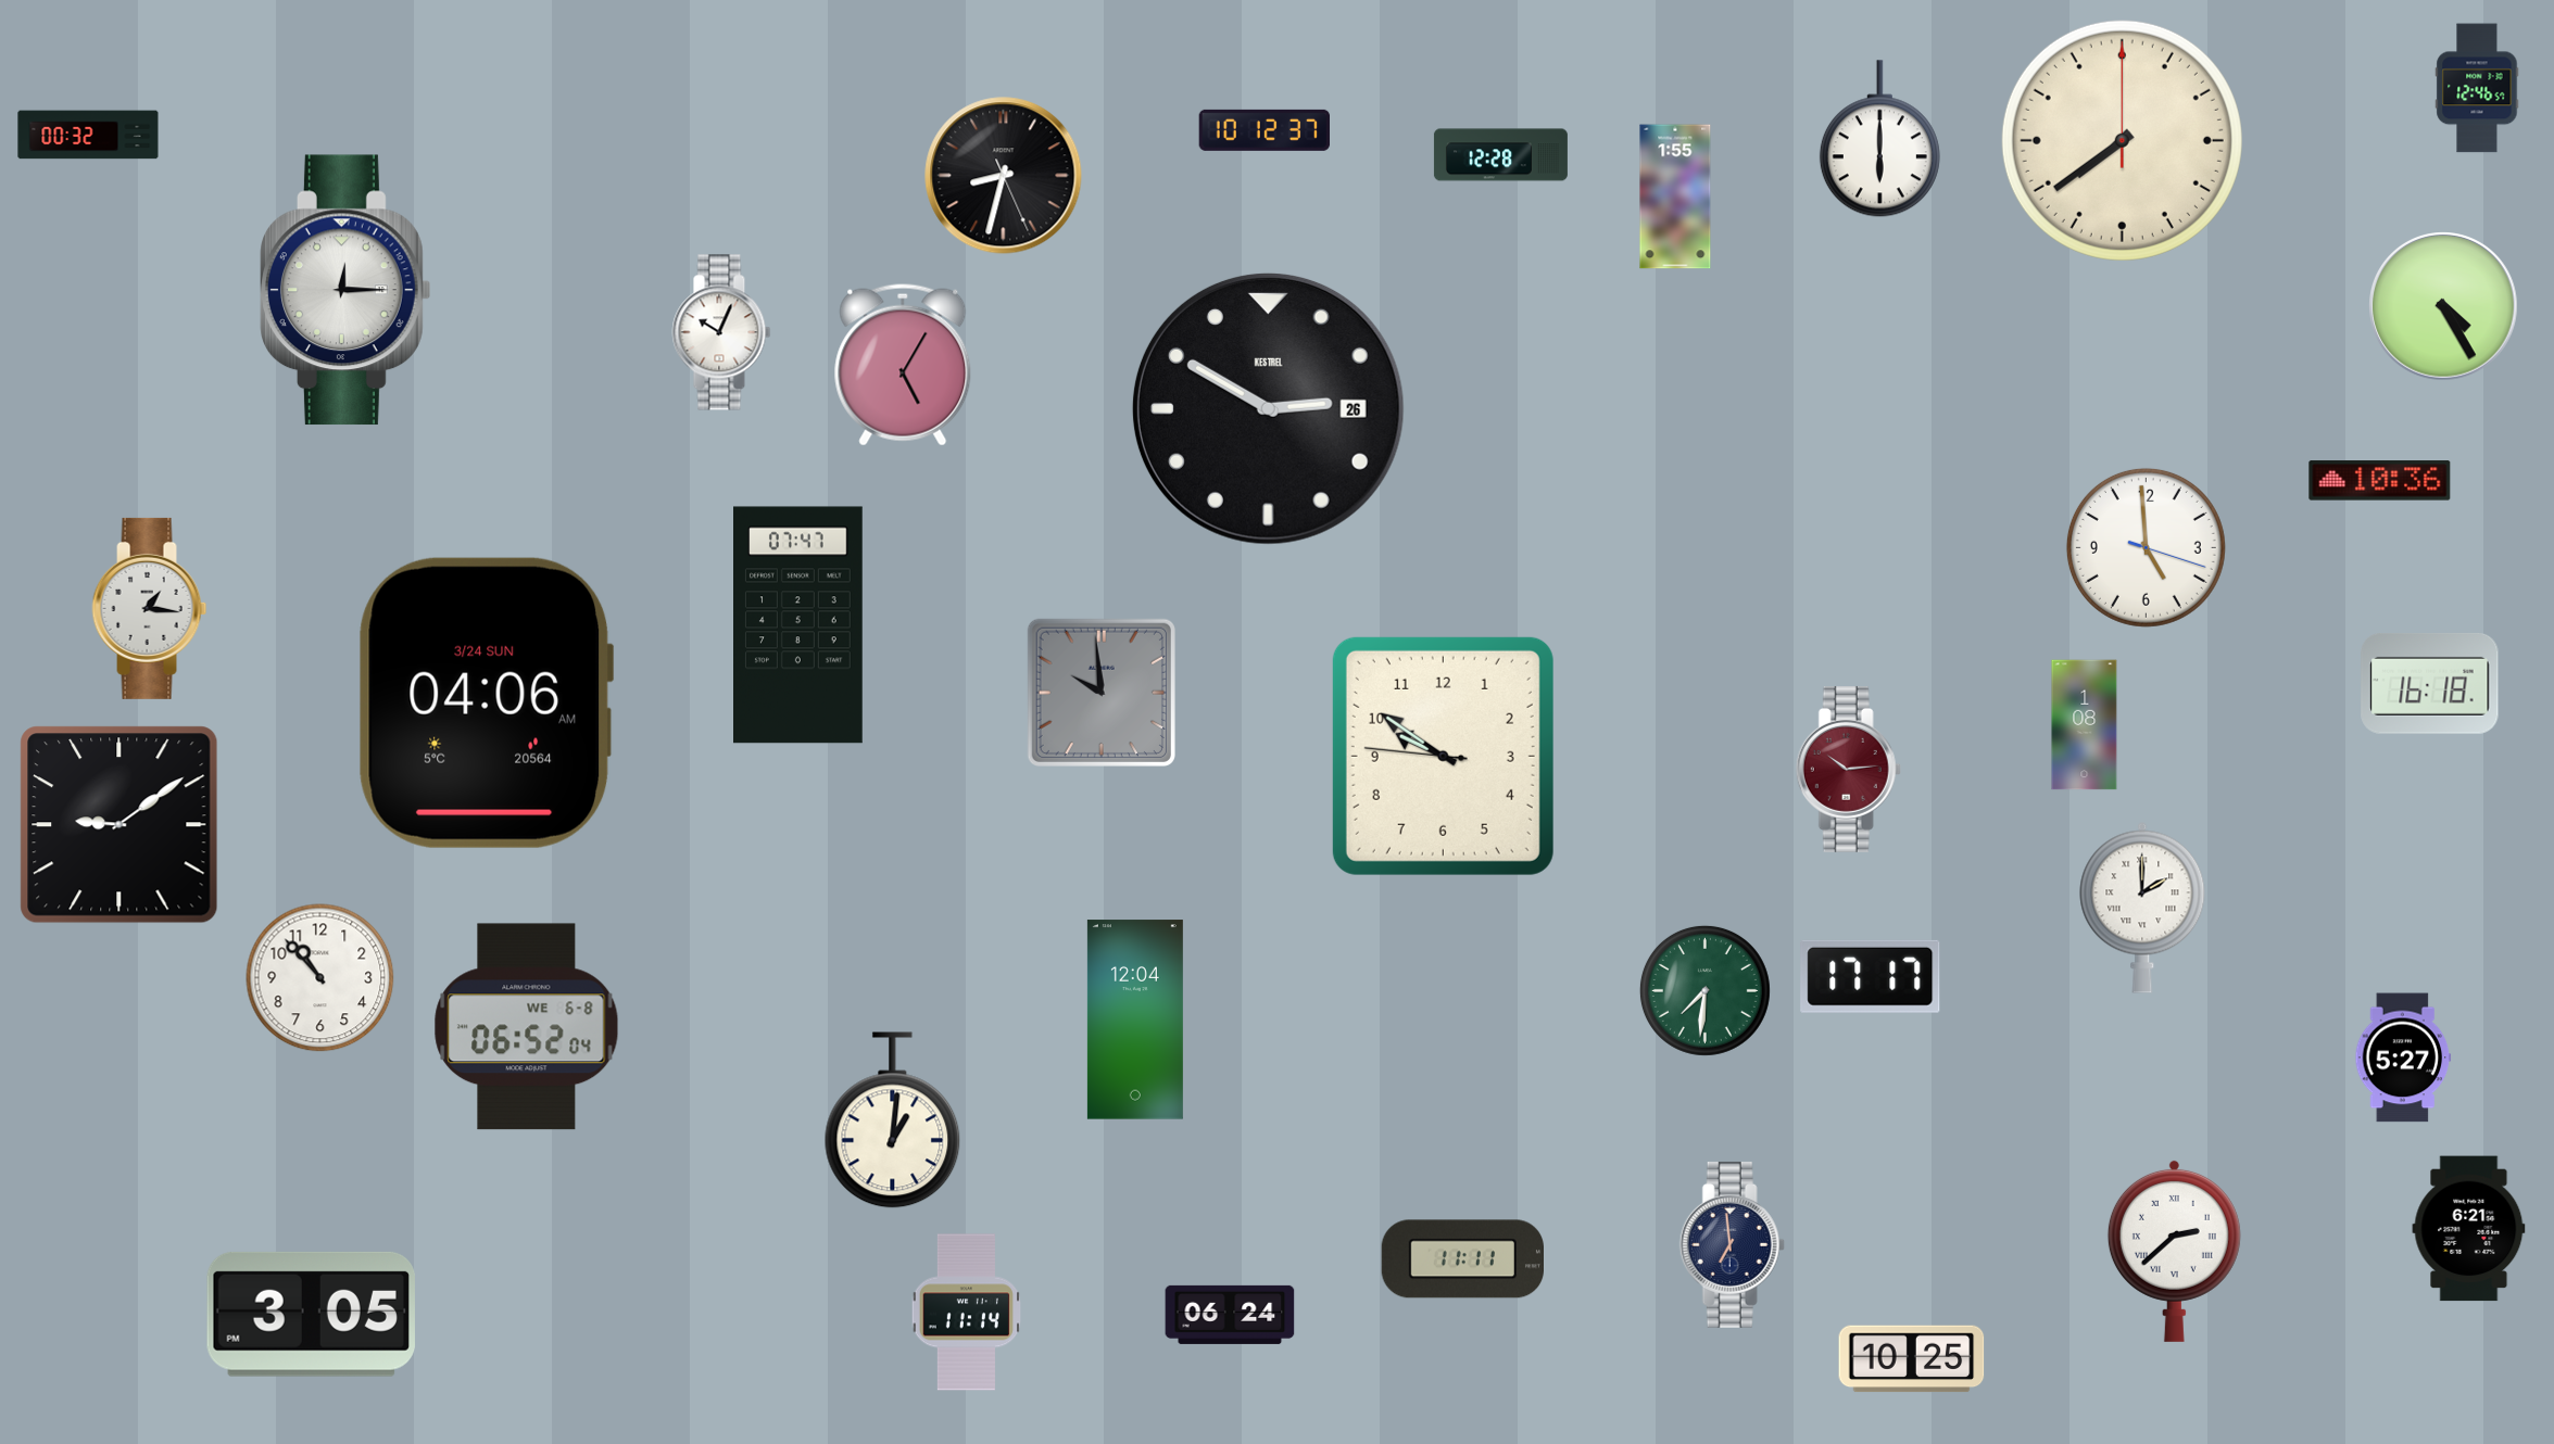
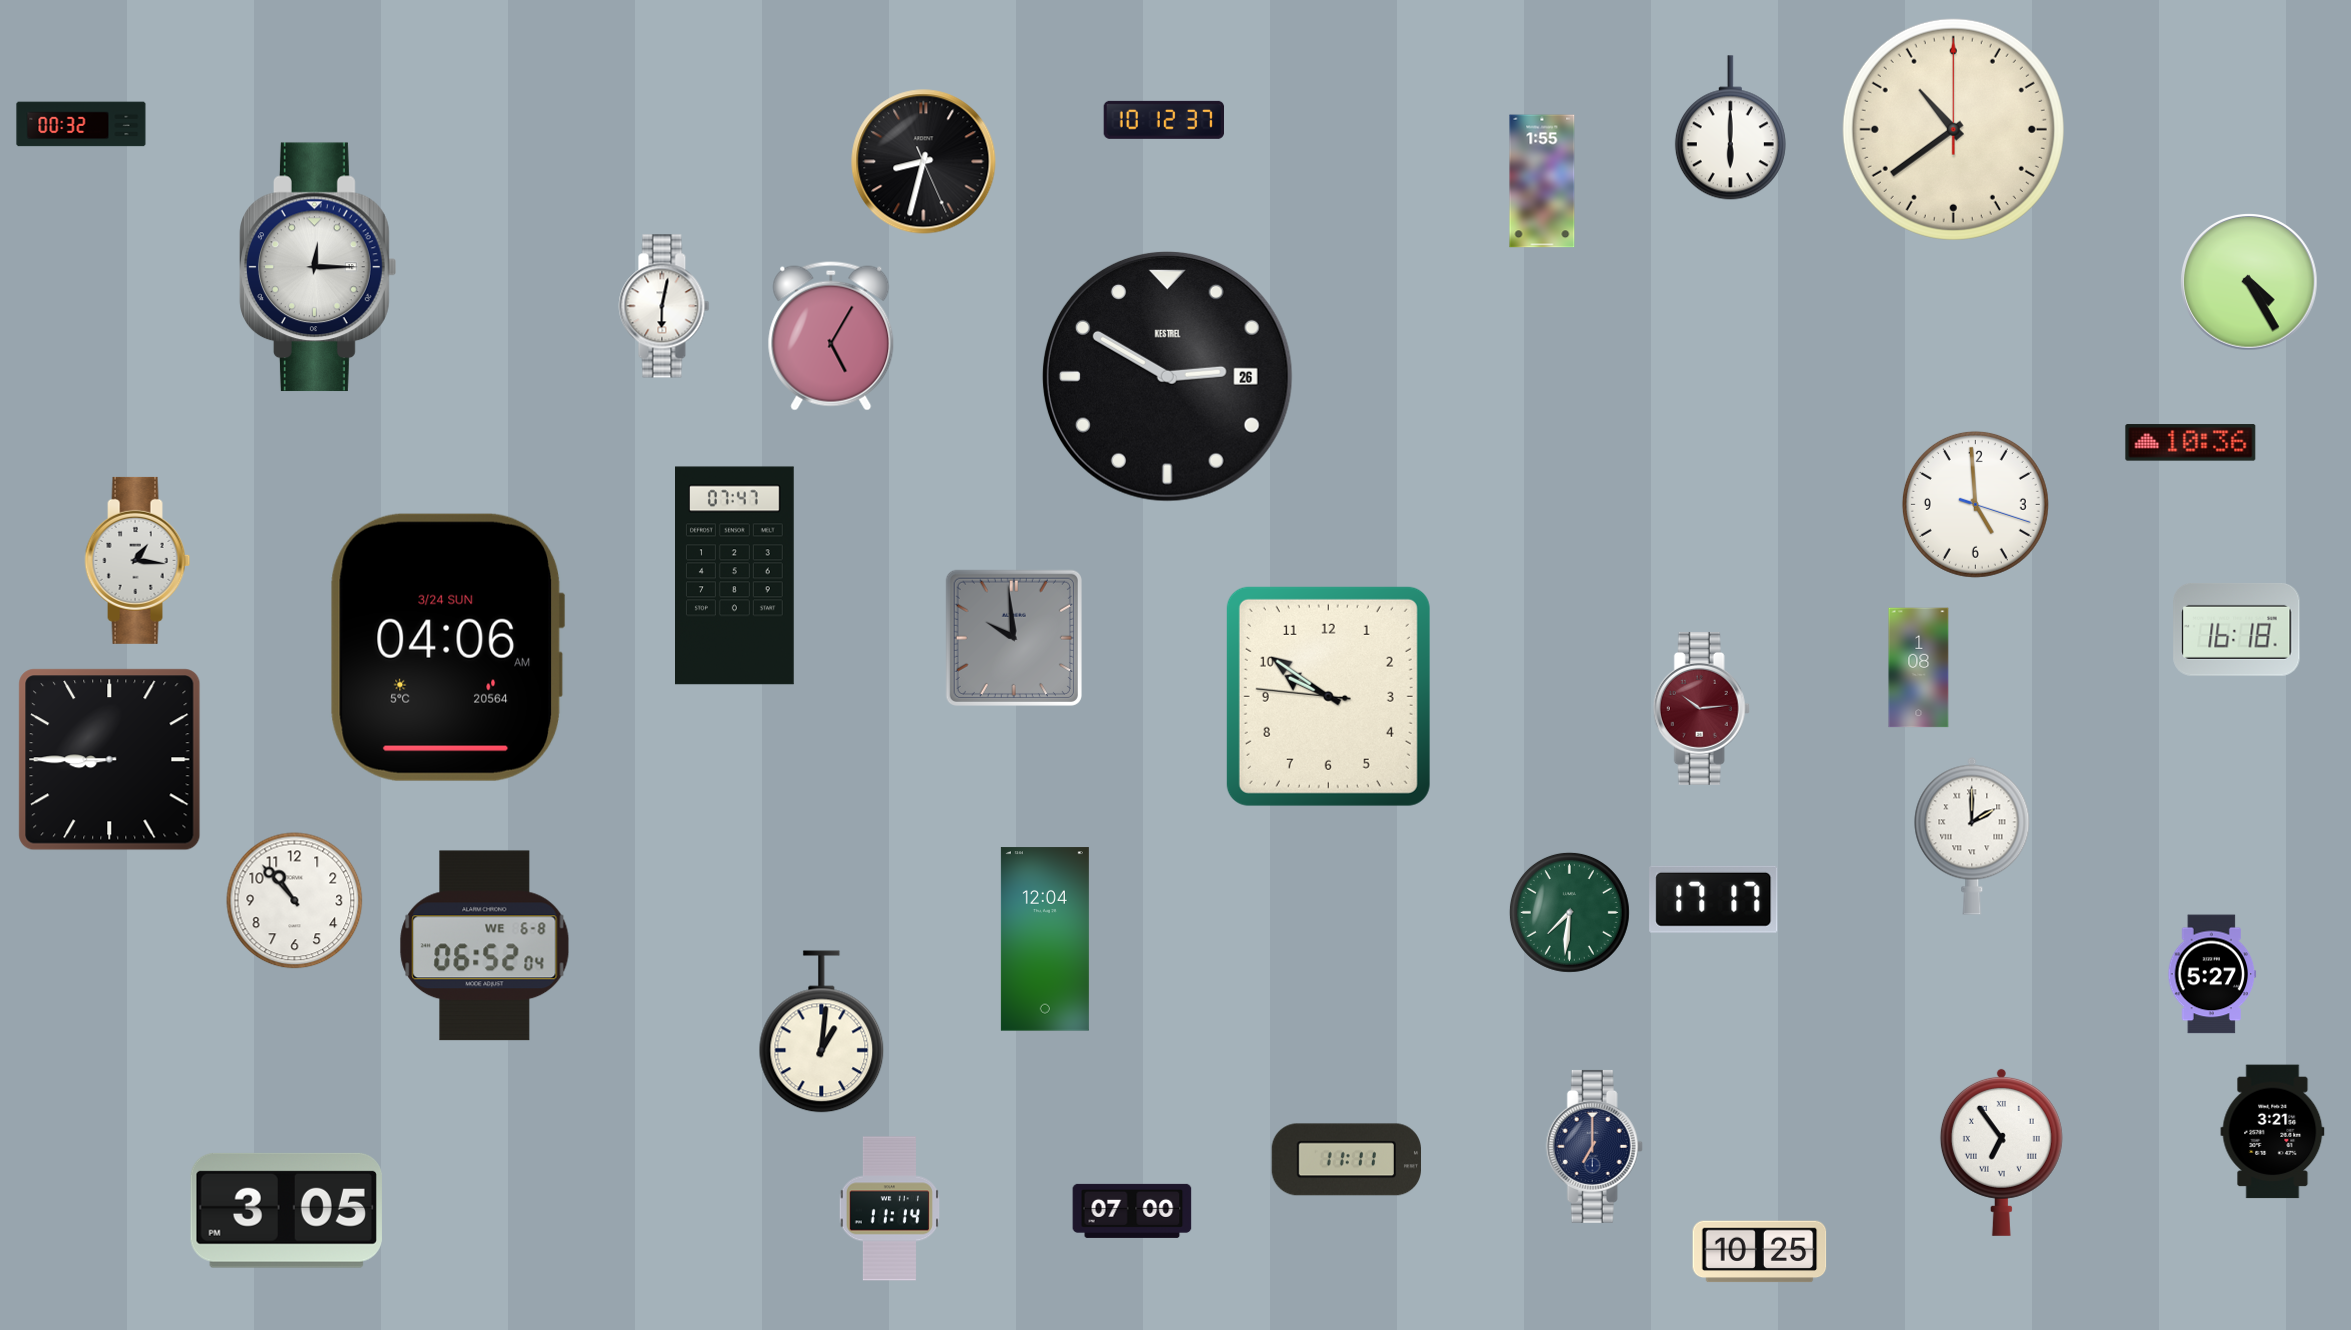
clock at (2477, 88): 12:46 -> none
clock at (2122, 140): 7:39 -> 10:39
clock at (1500, 155): 12:28 -> none
clock at (721, 332): 10:04 -> 6:02
clock at (119, 825): 9:09 -> 8:45
clock at (1871, 976) position: (1871, 976) -> (1714, 899)
clock at (2469, 1229): 6:21 -> 3:21
clock at (1732, 1244): 6:59 -> 7:00
clock at (2174, 1251): 2:38 -> 6:54
clock at (1230, 1315): 06:24 -> 07:00
